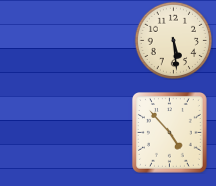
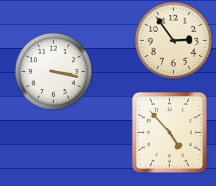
clock at (173, 40): 5:29 -> 2:54
clock at (53, 71): none -> 3:17
